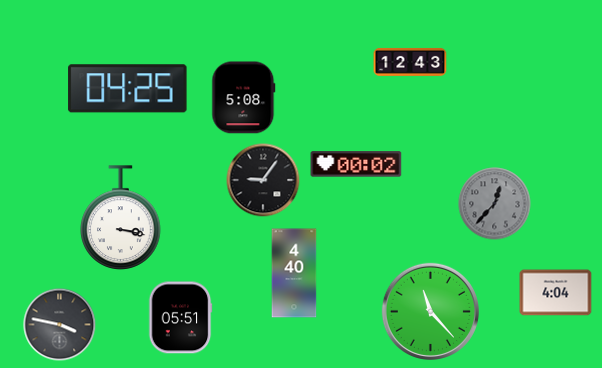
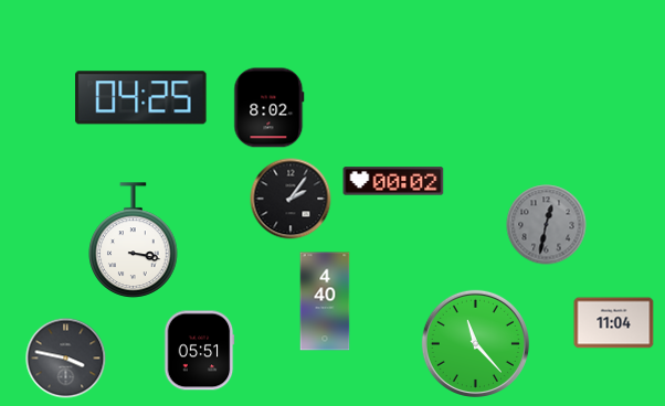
clock at (410, 62): 12:43 -> none
clock at (244, 98): 5:08 -> 8:02
clock at (263, 180): 9:06 -> 2:06
clock at (495, 204): 12:37 -> 12:32
clock at (556, 293): 4:04 -> 11:04
